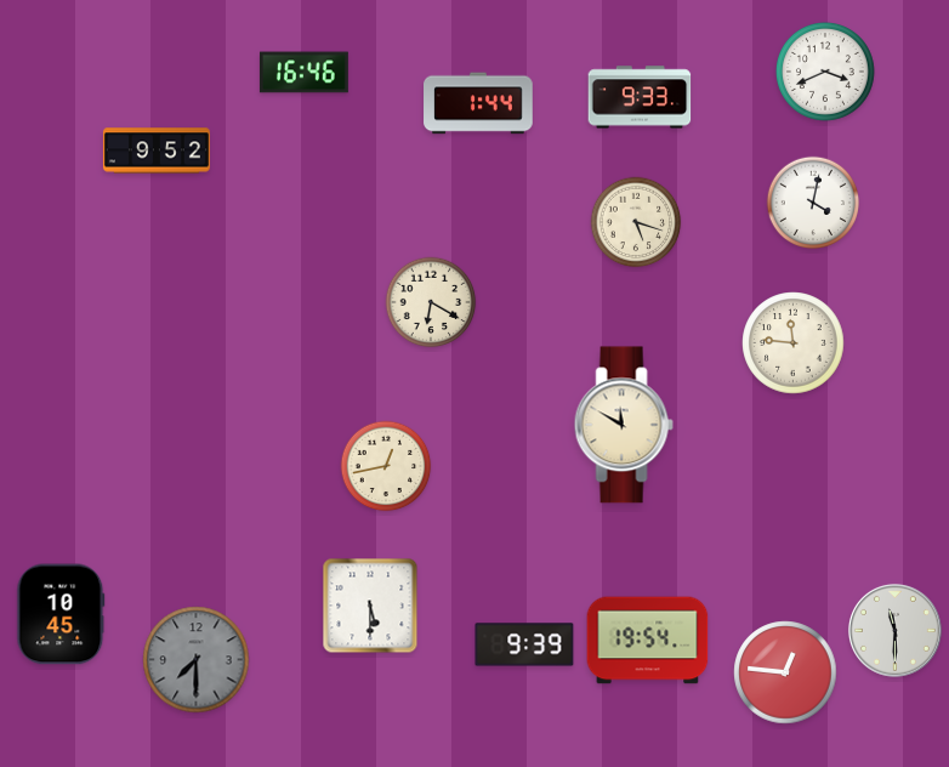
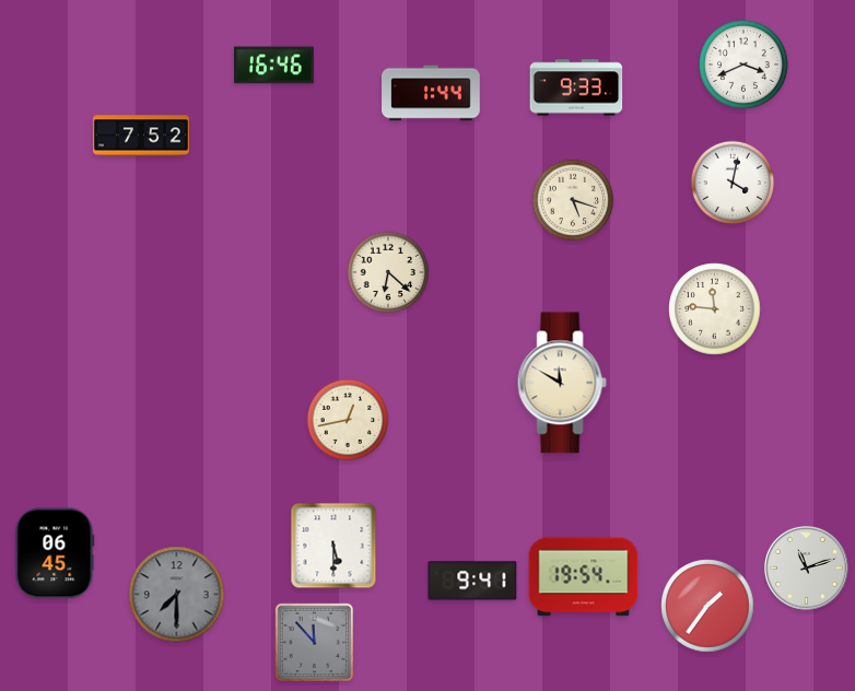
clock at (157, 150): 9:52 -> 7:52
clock at (431, 302): 6:20 -> 6:22
clock at (61, 614): 10:45 -> 06:45
clock at (894, 630): 11:30 -> 11:12
clock at (524, 644): 9:39 -> 9:41
clock at (785, 672): 12:46 -> 1:36
clock at (315, 643): none -> 11:53
